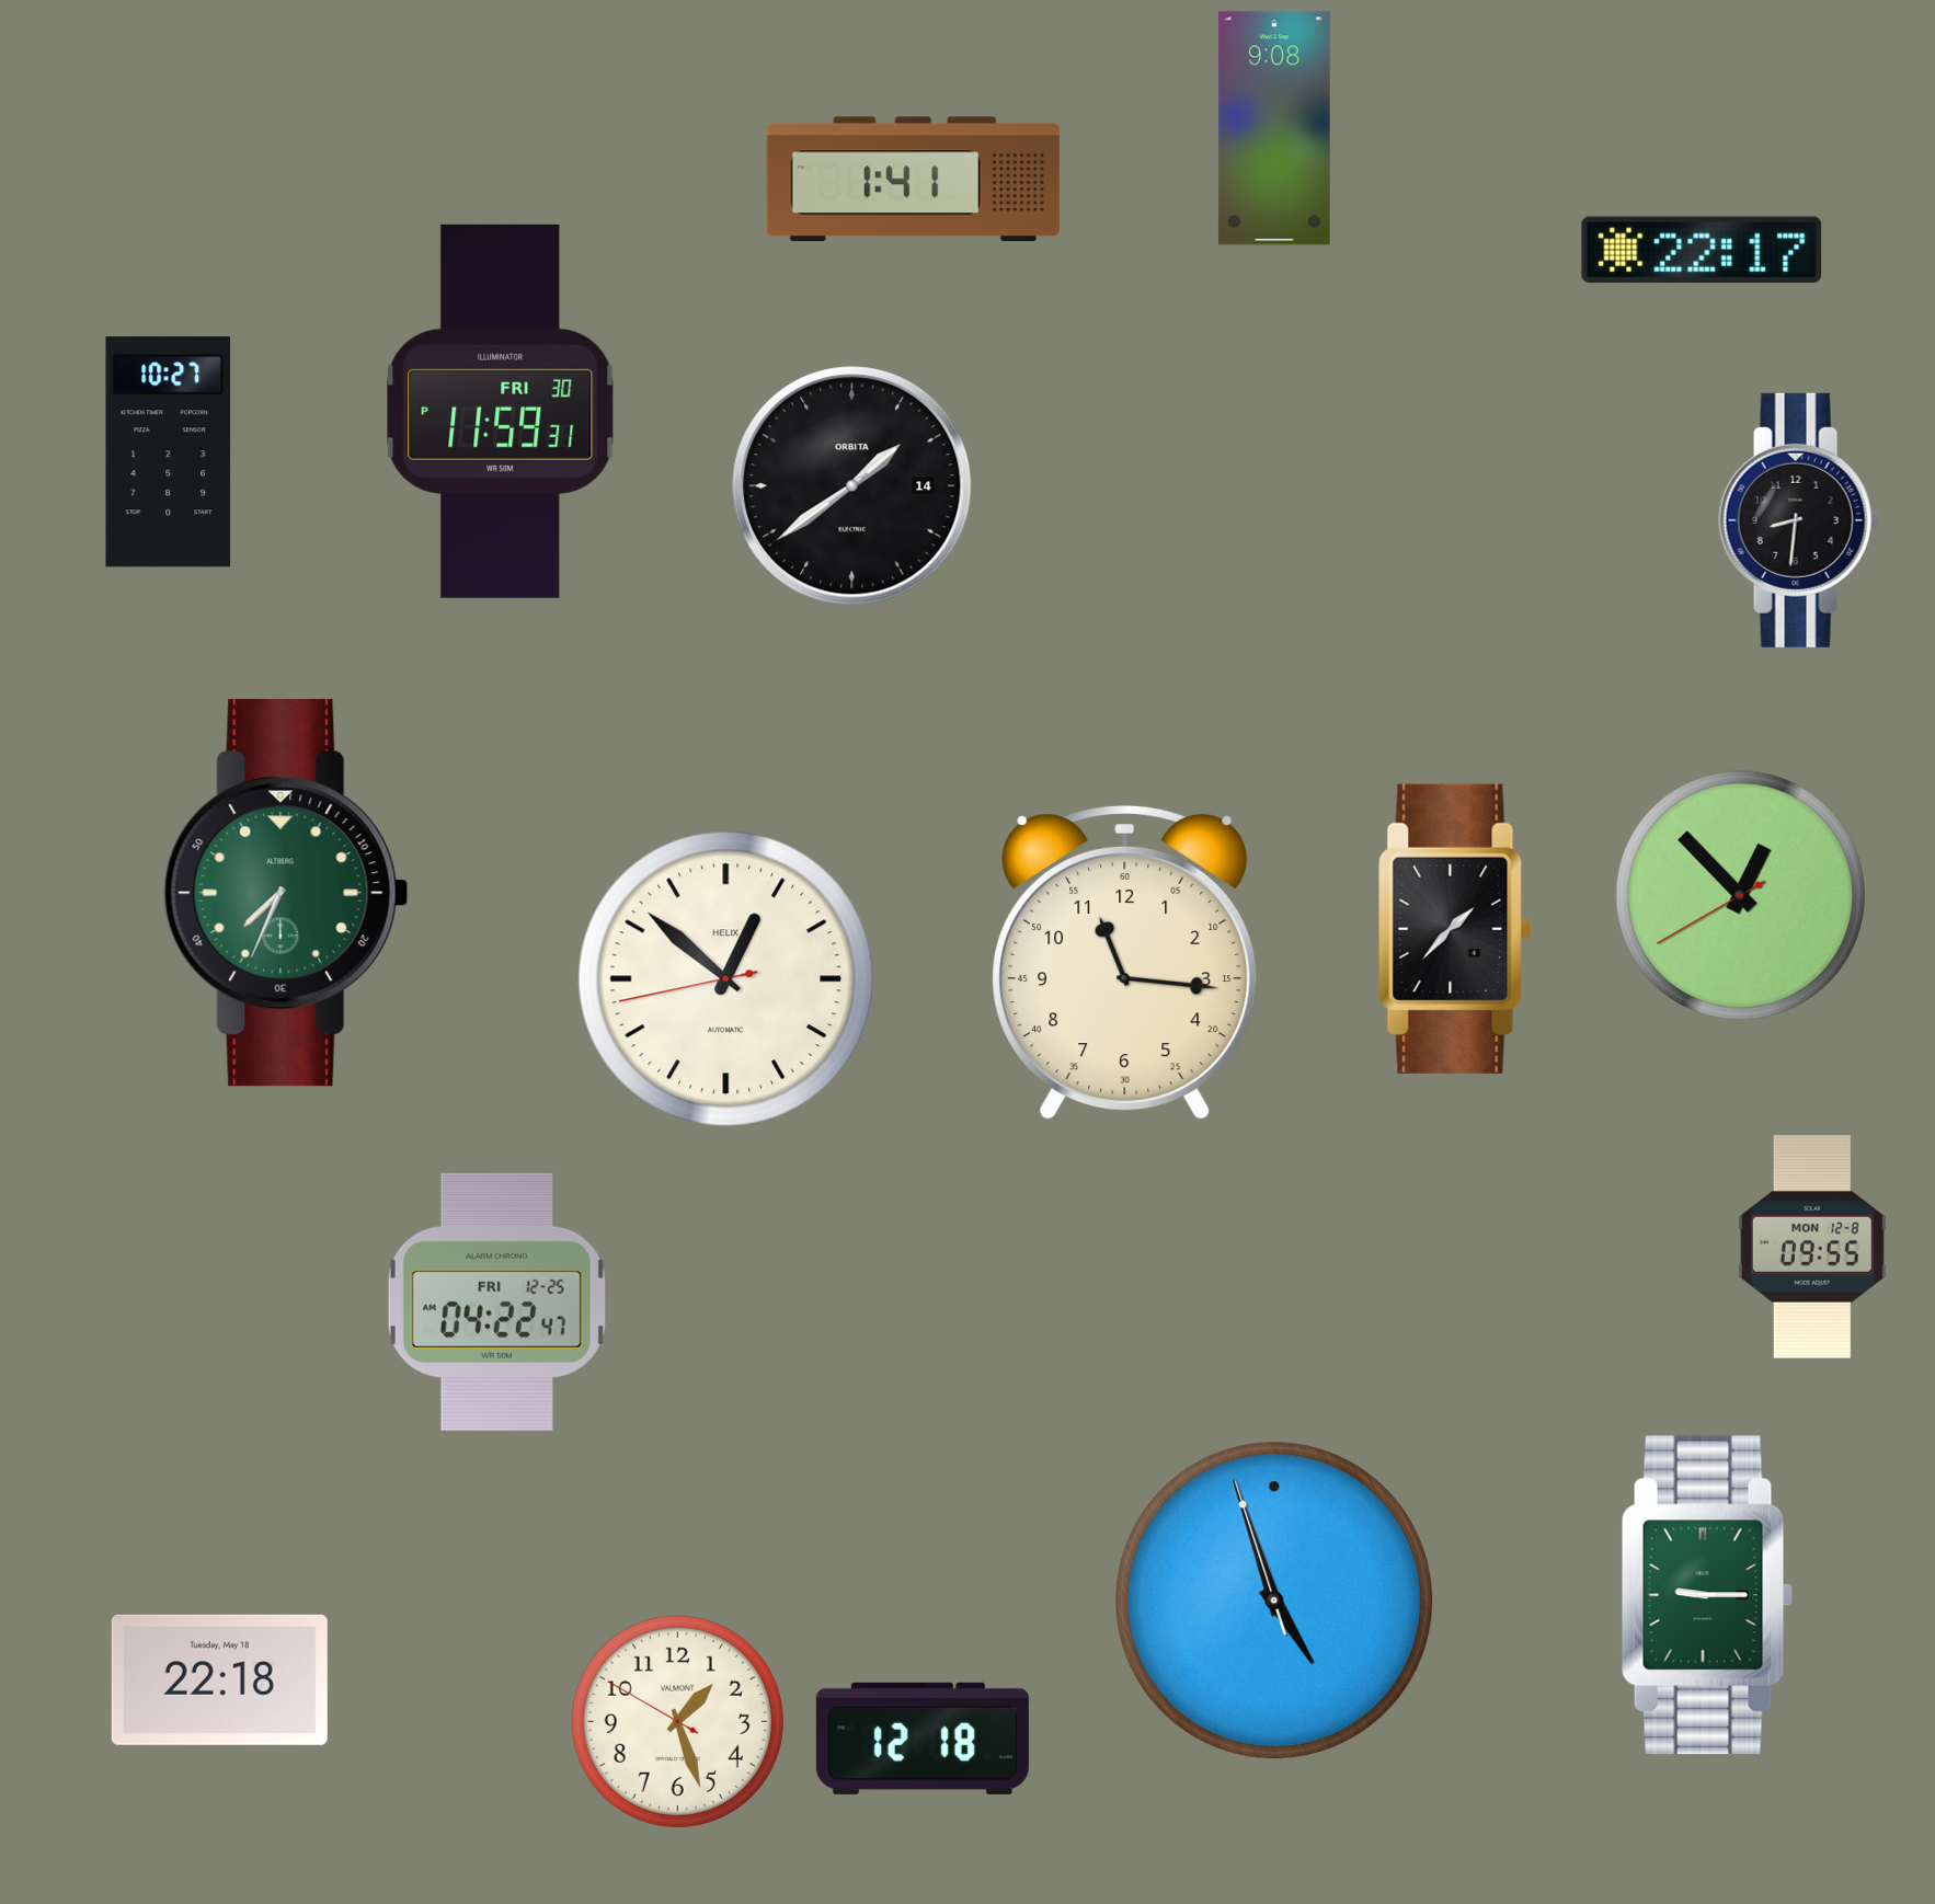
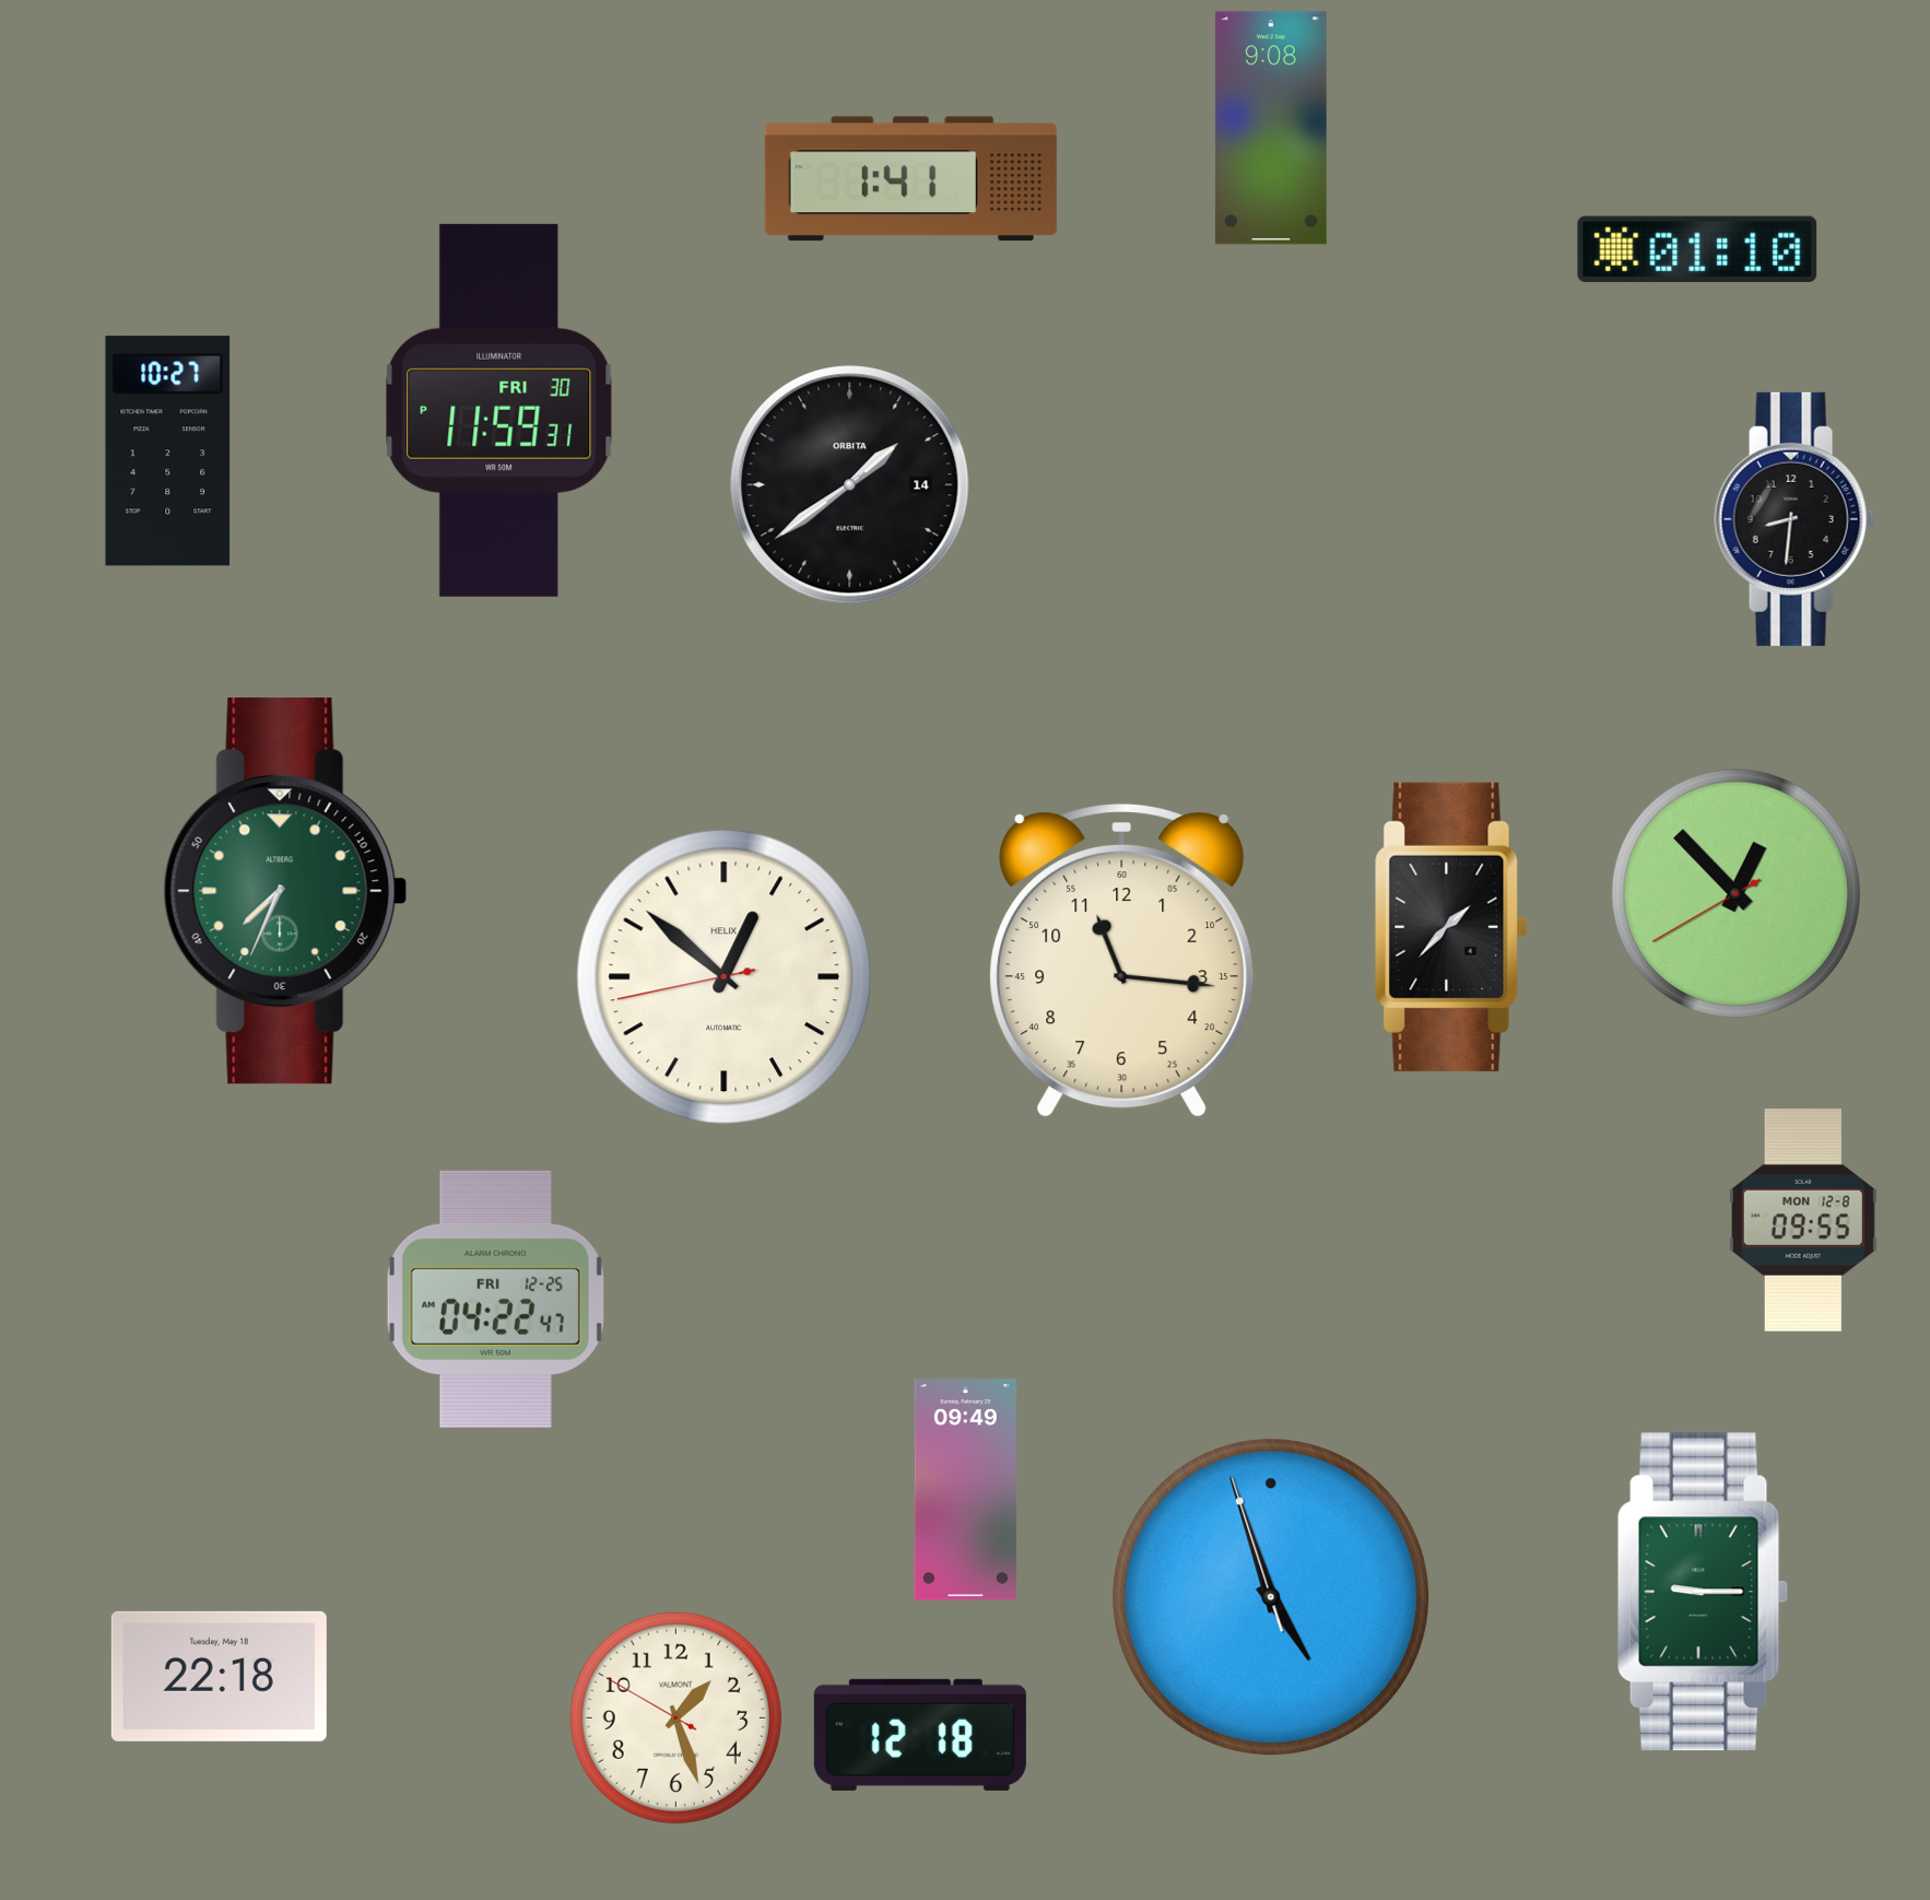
clock at (1702, 249): 22:17 -> 01:10
clock at (1812, 1247) position: (1812, 1247) -> (1803, 1220)
clock at (965, 1490): none -> 09:49
